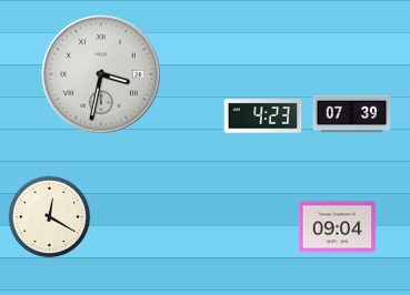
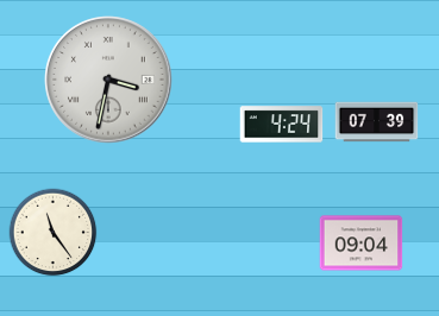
clock at (263, 116): 4:23 -> 4:24
clock at (50, 217): 12:20 -> 11:24
